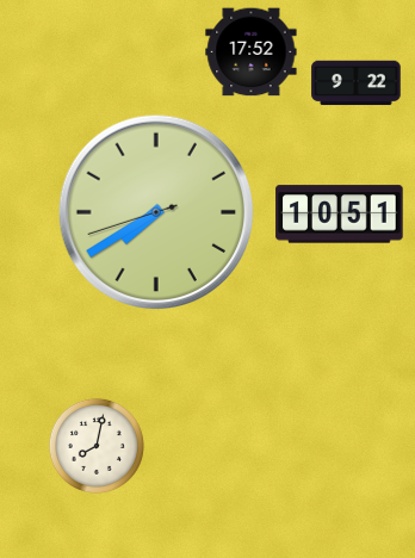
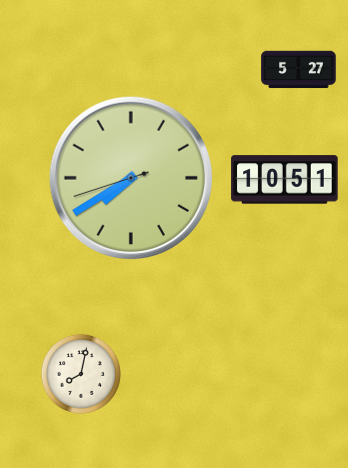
clock at (252, 52): 17:52 -> none
clock at (357, 83): 9:22 -> 5:27
